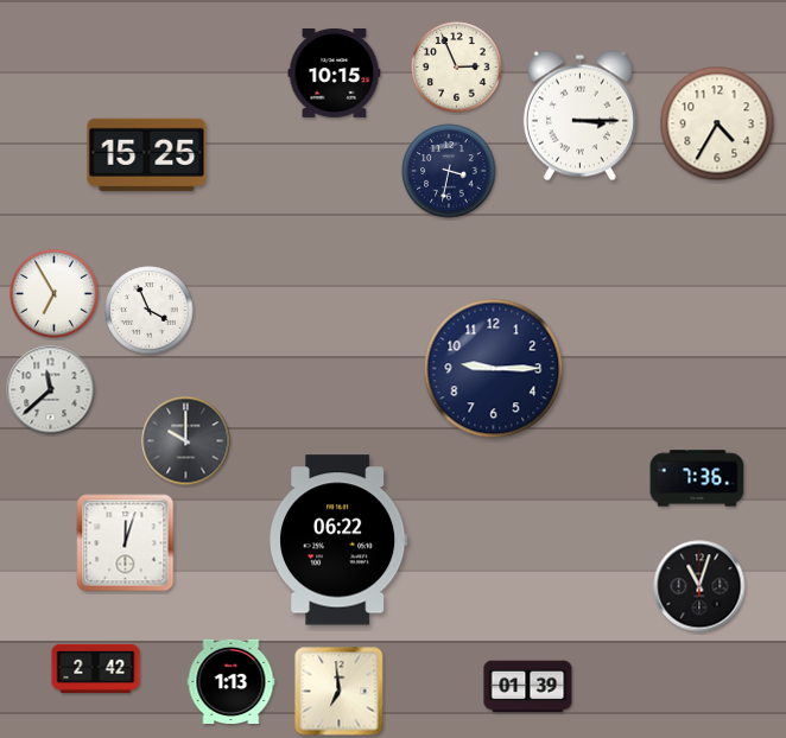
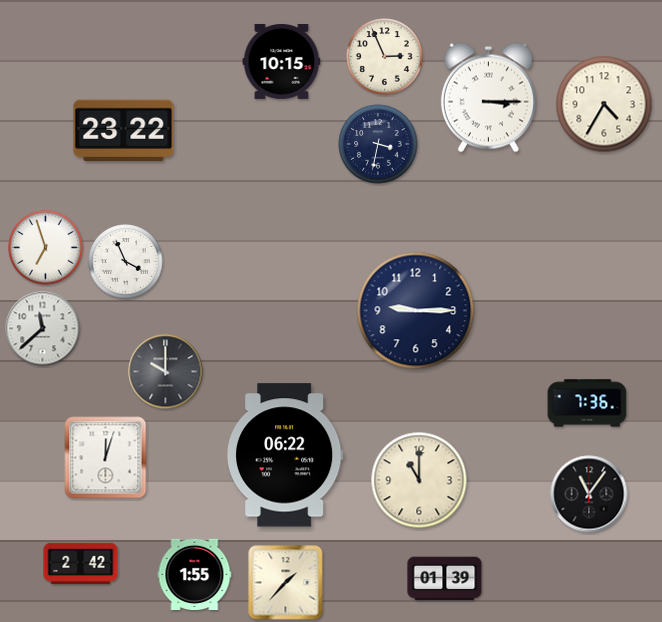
clock at (147, 154): 15:25 -> 23:22
clock at (55, 294): 6:55 -> 6:57
clock at (186, 441) position: (186, 441) -> (166, 372)
clock at (419, 480): none -> 11:00
clock at (699, 586): 11:03 -> 11:06
clock at (232, 681): 1:13 -> 1:55
clock at (340, 692): 6:59 -> 1:37
